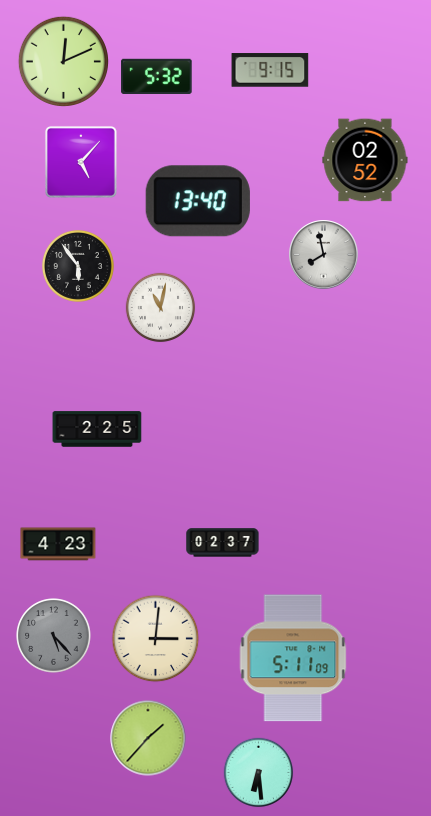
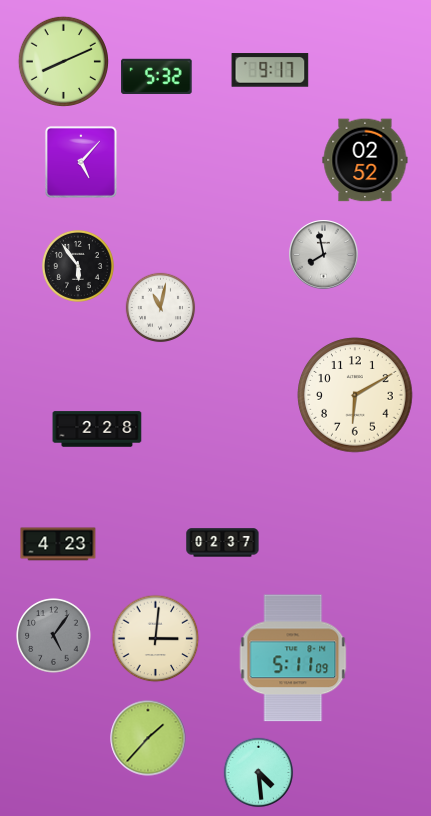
clock at (63, 61): 12:11 -> 8:11
clock at (270, 70): 9:15 -> 9:17
clock at (198, 201): 13:40 -> none
clock at (355, 395): none -> 6:10
clock at (97, 429): 2:25 -> 2:28
clock at (54, 636): 5:23 -> 5:06
clock at (259, 773): 6:29 -> 4:29
